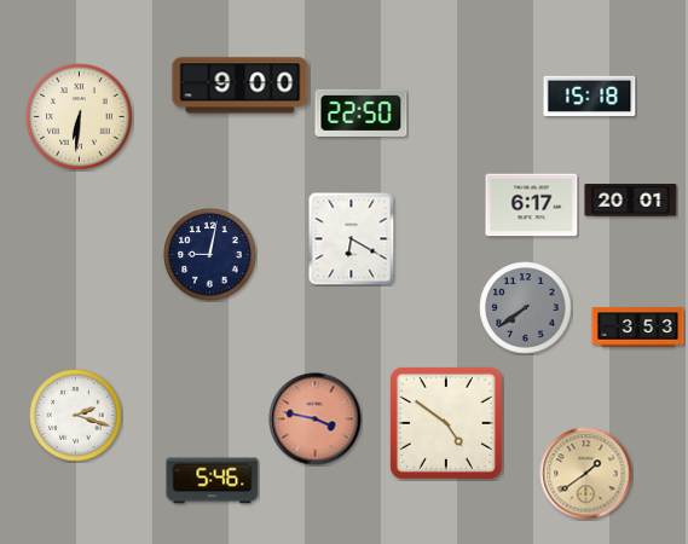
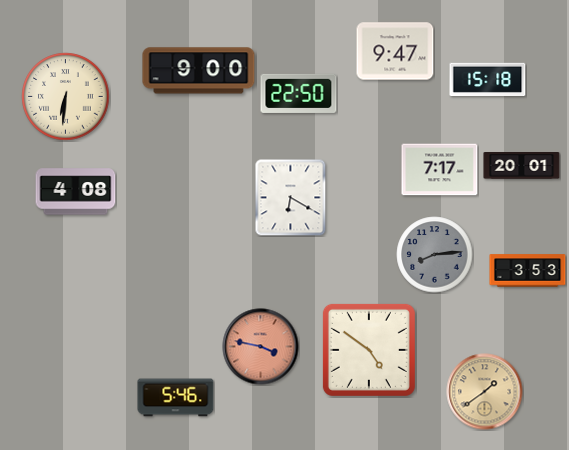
clock at (395, 51): none -> 9:47
clock at (532, 206): 6:17 -> 7:17
clock at (76, 192): none -> 4:08
clock at (210, 255): 9:02 -> none
clock at (526, 308): 7:39 -> 8:14
clock at (76, 416): 2:18 -> none
